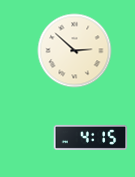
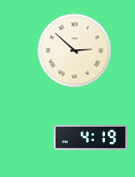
clock at (91, 137): 4:15 -> 4:19
